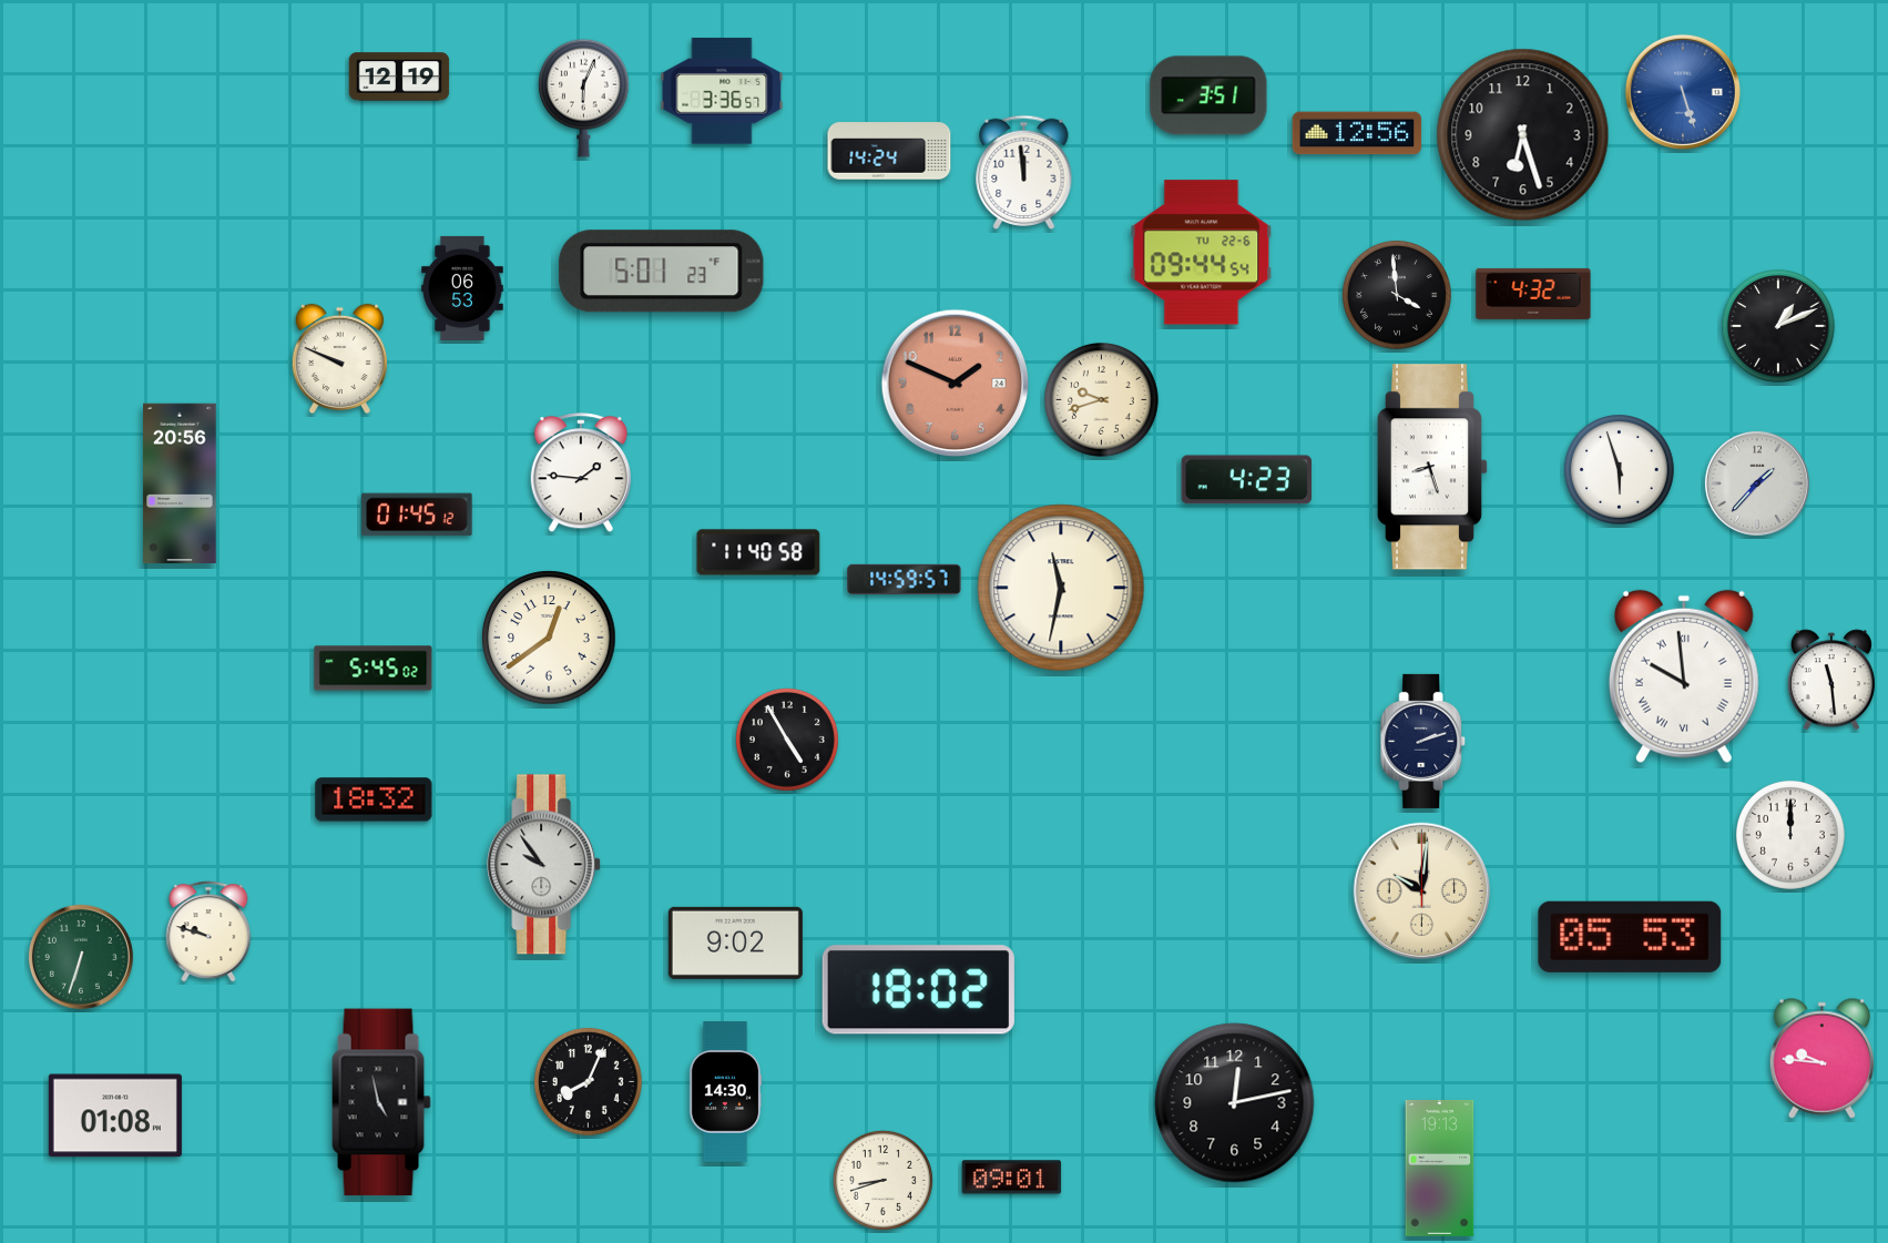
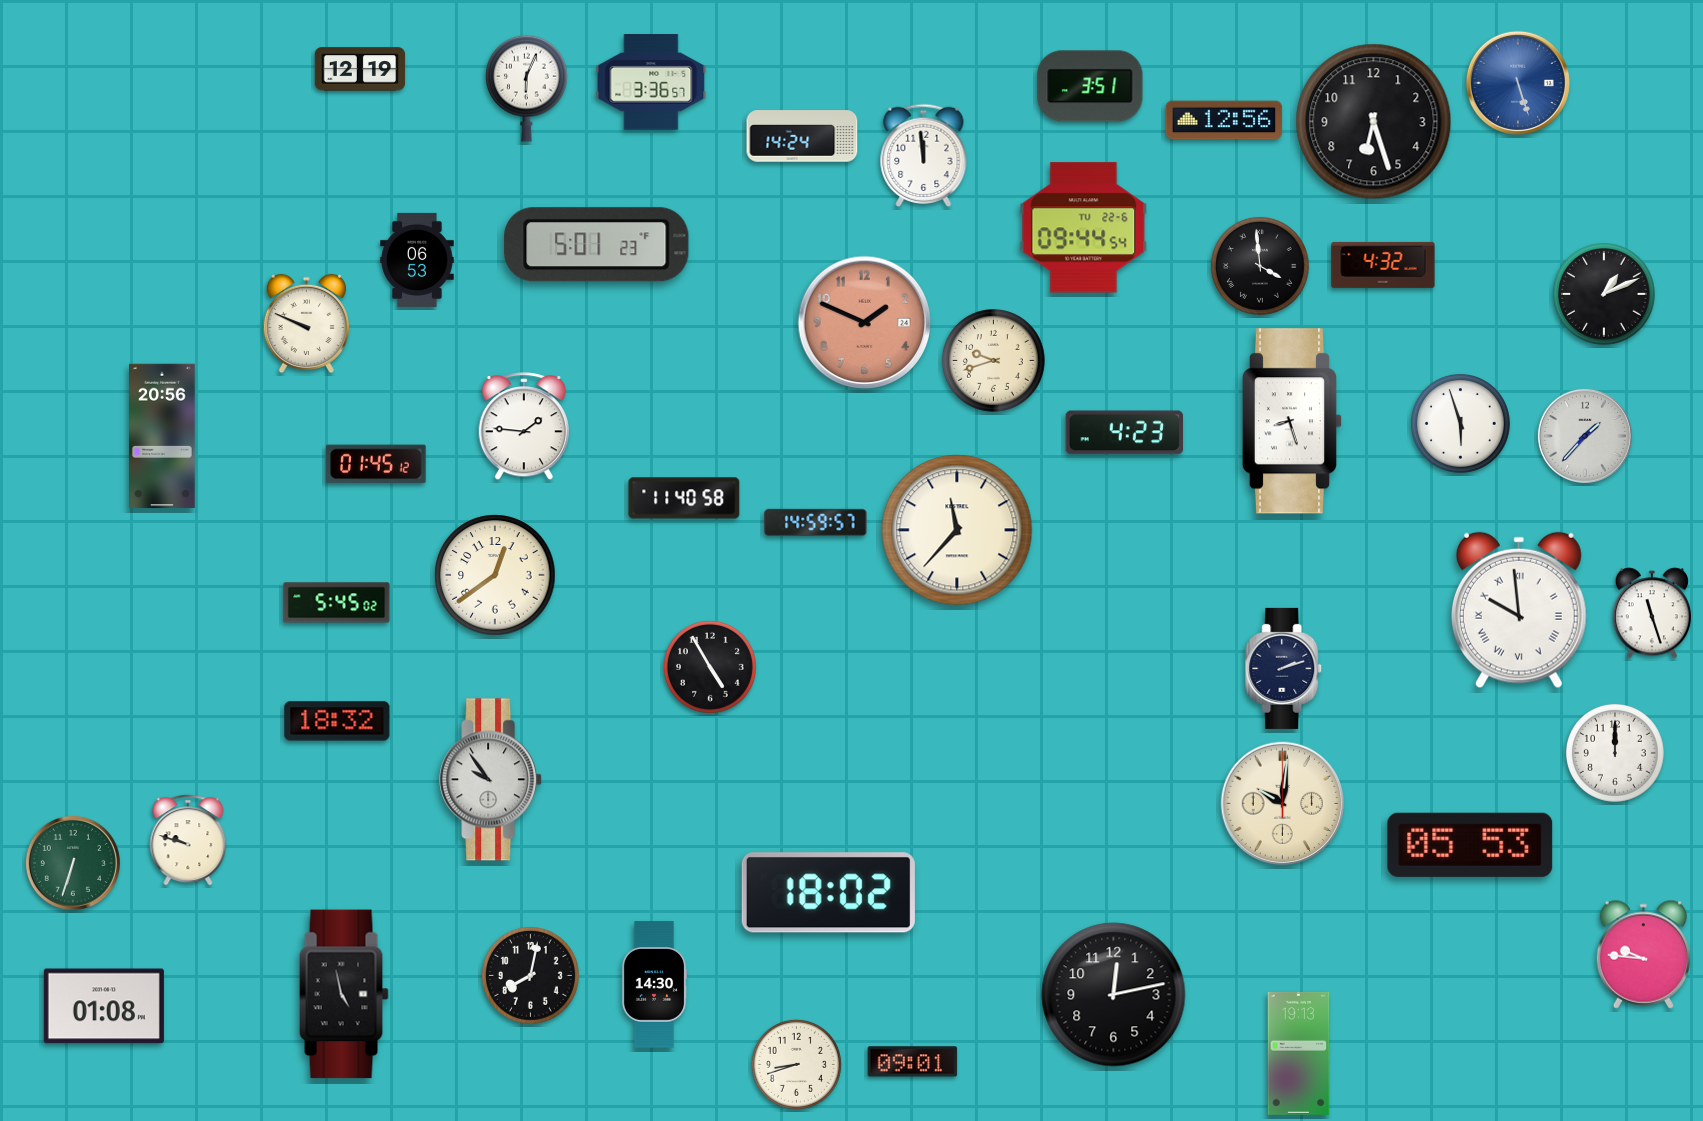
clock at (956, 384) position: (956, 384) -> (865, 323)
clock at (1061, 588): 11:32 -> 11:37
clock at (1831, 680): 11:29 -> 11:27
clock at (735, 943): 9:02 -> none
clock at (588, 1081): 8:04 -> 8:02
